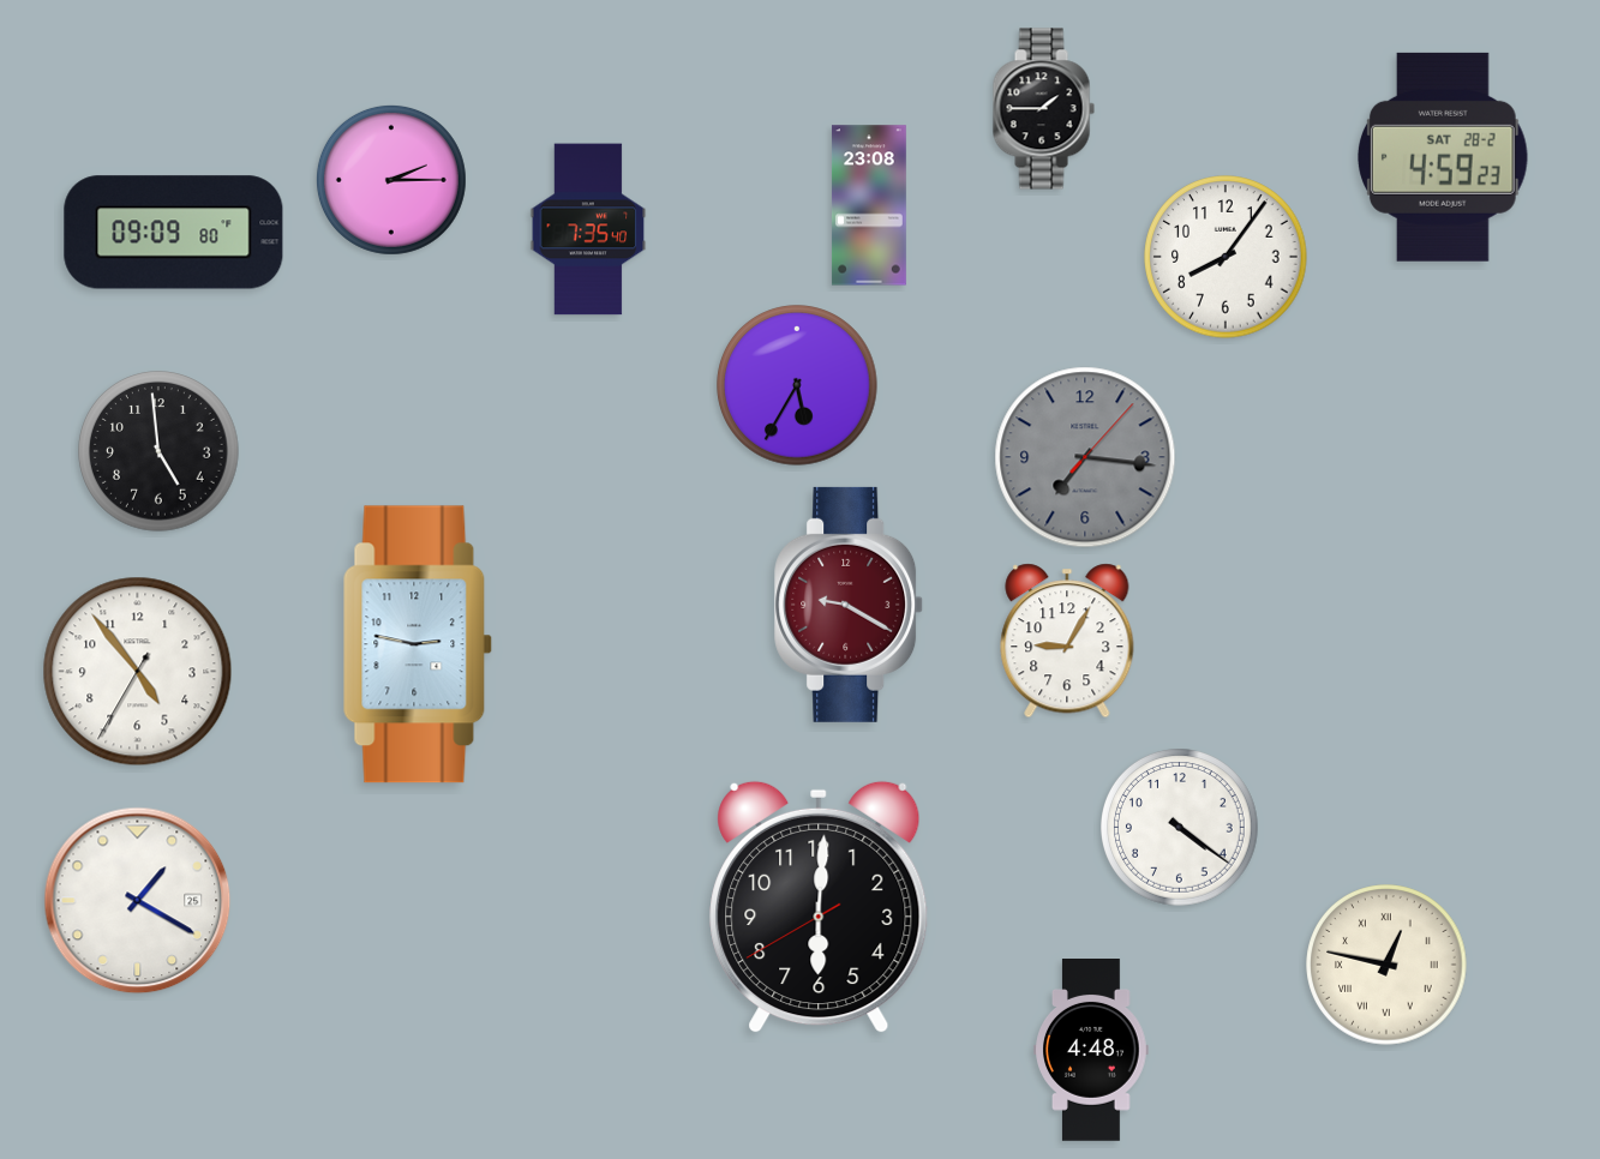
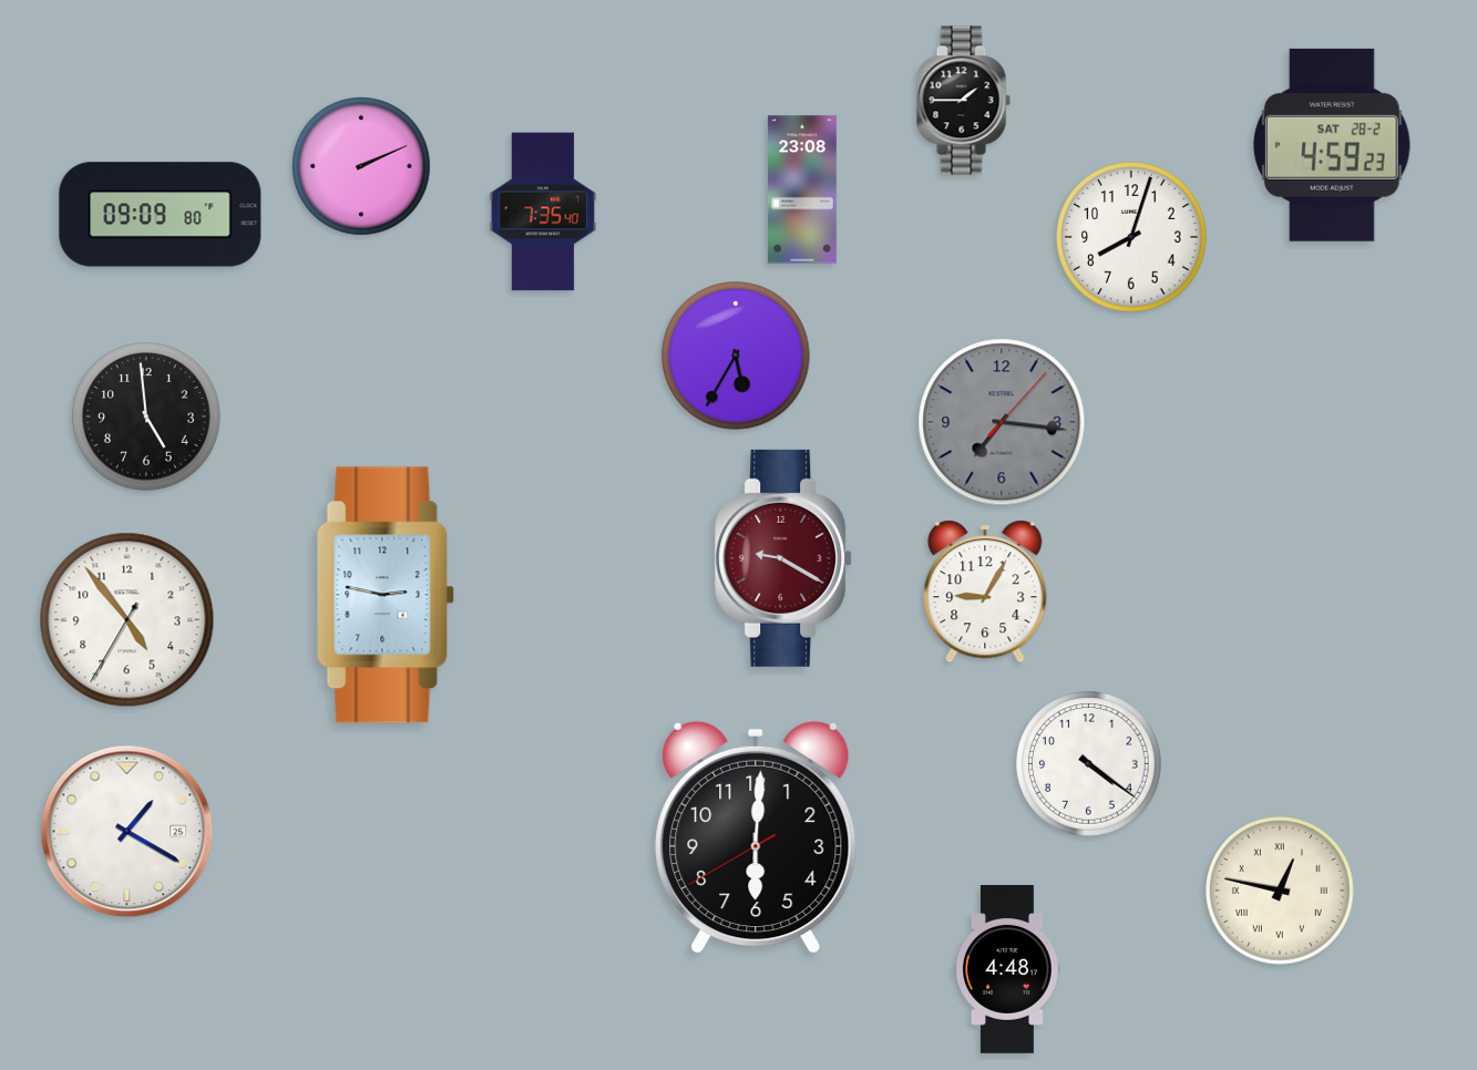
clock at (391, 180): 2:15 -> 2:11
clock at (1226, 257): 8:06 -> 8:03
